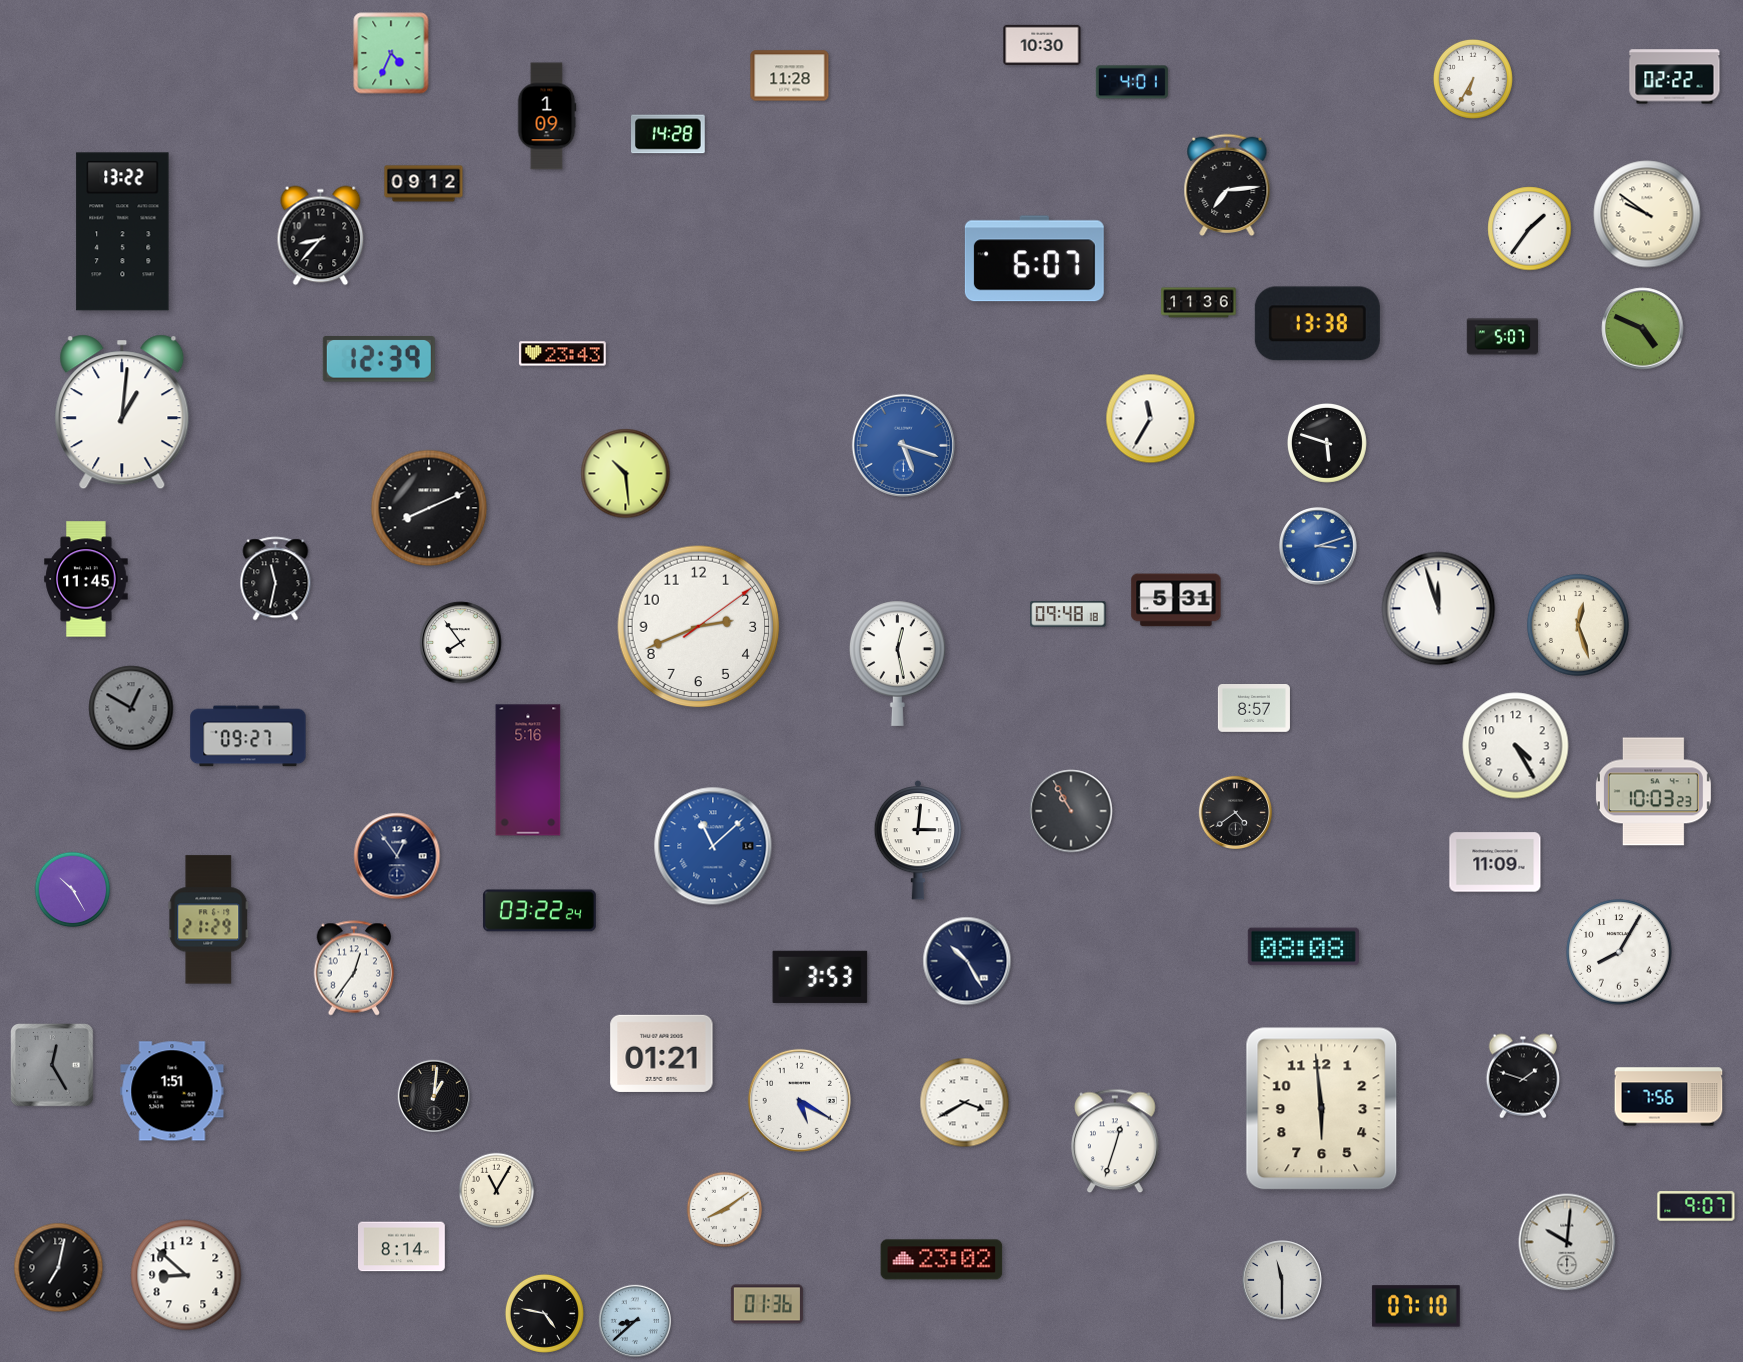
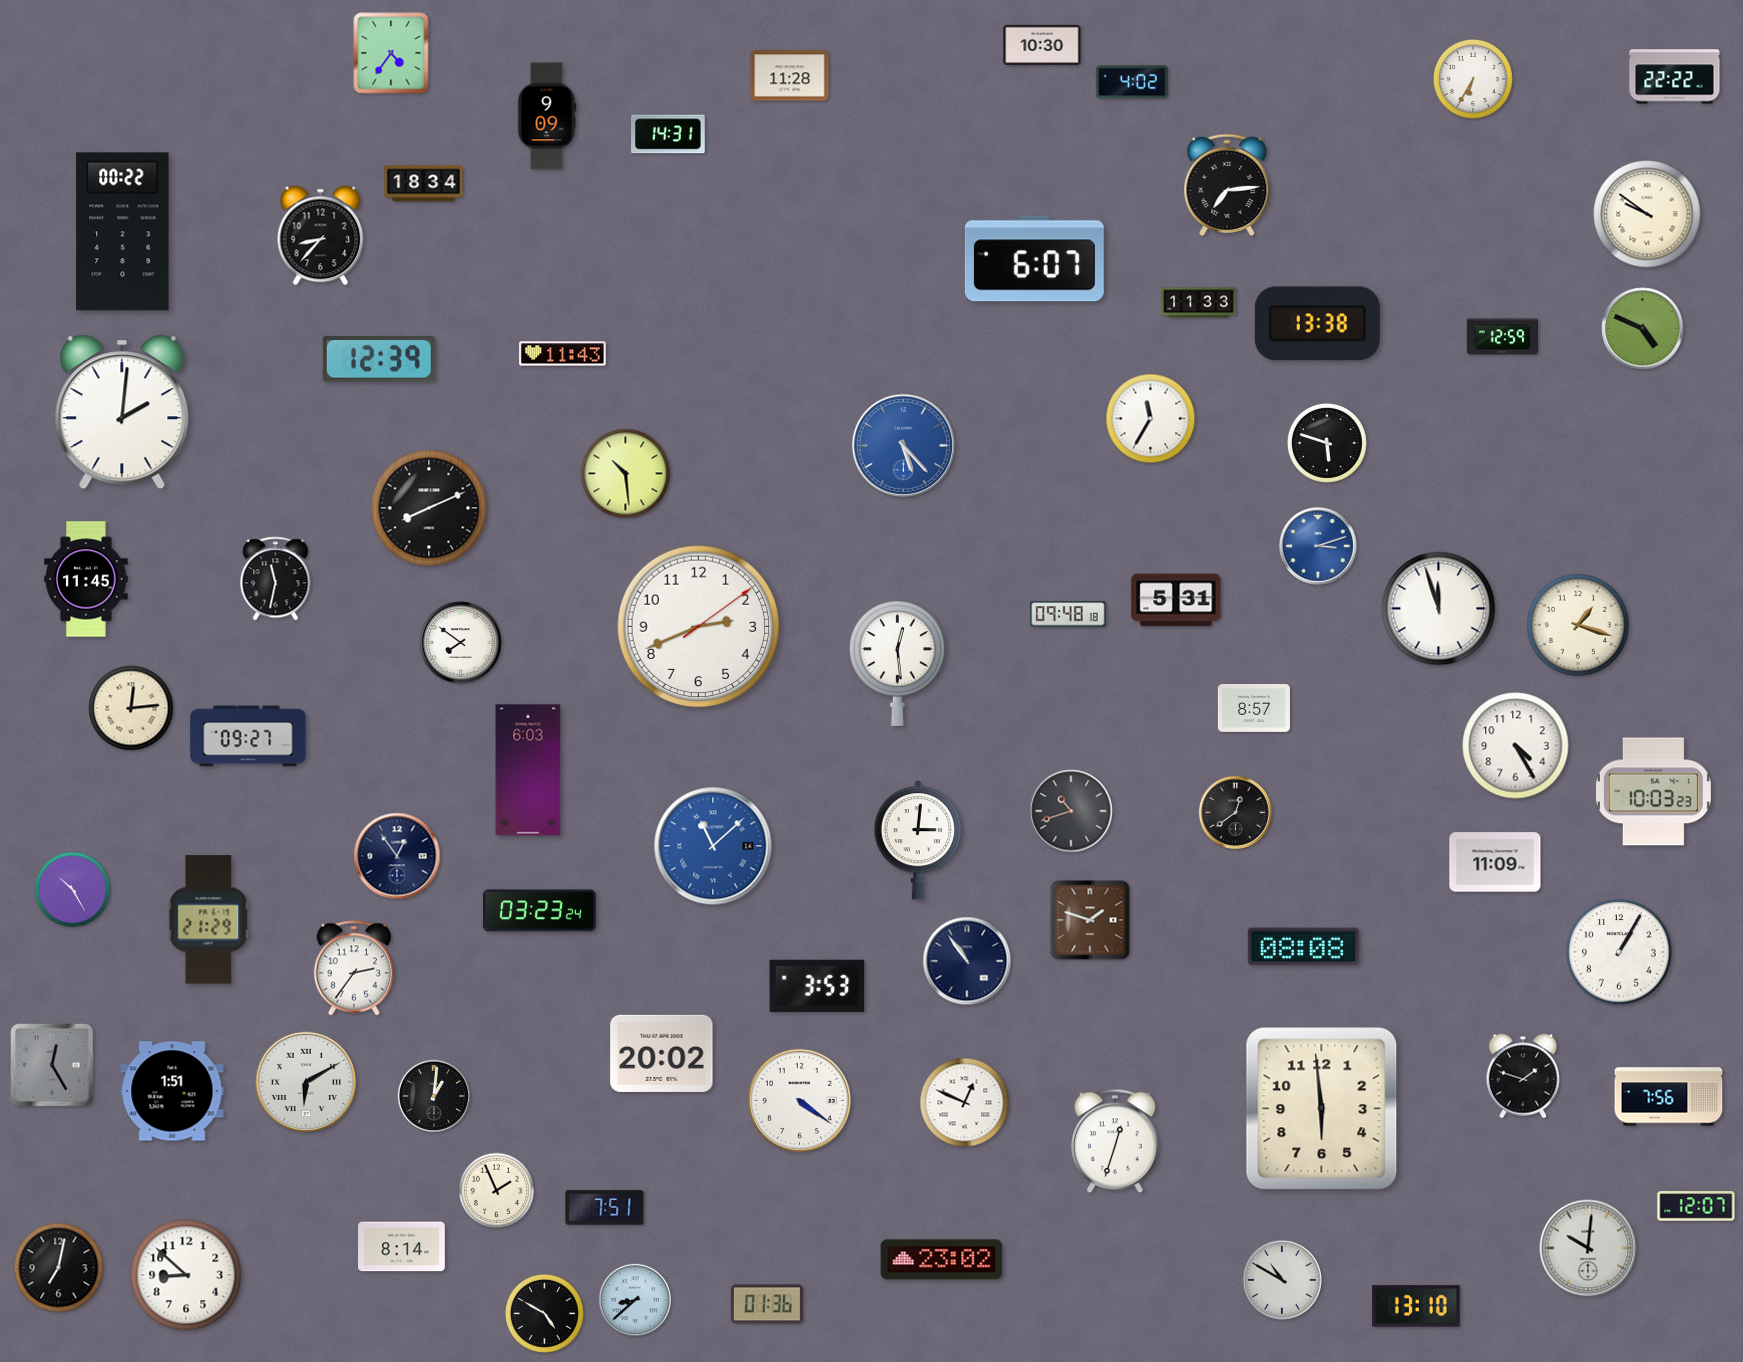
clock at (391, 53): 4:34 -> 4:36
clock at (1675, 77): 02:22 -> 22:22
clock at (1132, 82): 4:01 -> 4:02
clock at (547, 116): 1:09 -> 9:09
clock at (669, 134): 14:28 -> 14:31
clock at (424, 184): 09:12 -> 18:34
clock at (1530, 229): 1:36 -> none
clock at (123, 232): 13:22 -> 00:22
clock at (1199, 303): 11:36 -> 11:33
clock at (1502, 337): 5:07 -> 12:59
clock at (563, 354): 23:43 -> 11:43
clock at (122, 412): 1:01 -> 2:01
clock at (903, 445): 5:18 -> 5:23
clock at (1578, 625): 12:27 -> 1:18
clock at (461, 643): 7:54 -> 7:51
clock at (897, 663): 12:28 -> 12:29
clock at (131, 708): 12:50 -> 12:14
clock at (131, 708) dial: grey -> cream
clock at (528, 770): 5:16 -> 6:03
clock at (1071, 811): 10:55 -> 10:42
clock at (1235, 812): 4:39 -> 12:39
clock at (539, 911): 03:22 -> 03:23
clock at (1090, 920): none -> 1:48
clock at (1619, 952): 8:05 -> 1:05
clock at (967, 961): 10:25 -> 10:54
clock at (354, 968): 12:36 -> 2:36
clock at (820, 977) position: (820, 977) -> (817, 986)
clock at (662, 1053): 01:21 -> 20:02
clock at (306, 1082): none -> 6:10
clock at (799, 1100): 5:20 -> 4:21
clock at (965, 1103): 3:40 -> 12:49
clock at (497, 1191): 11:05 -> 1:56
clock at (1696, 1206): 9:07 -> 12:07
clock at (605, 1208): none -> 7:51
clock at (725, 1210): 8:09 -> none
clock at (1567, 1242) position: (1567, 1242) -> (1588, 1248)
clock at (1282, 1280): 11:30 -> 10:50
clock at (1416, 1306): 07:10 -> 13:10
clock at (544, 1313): 4:47 -> 4:50
clock at (634, 1320) position: (634, 1320) -> (634, 1299)
